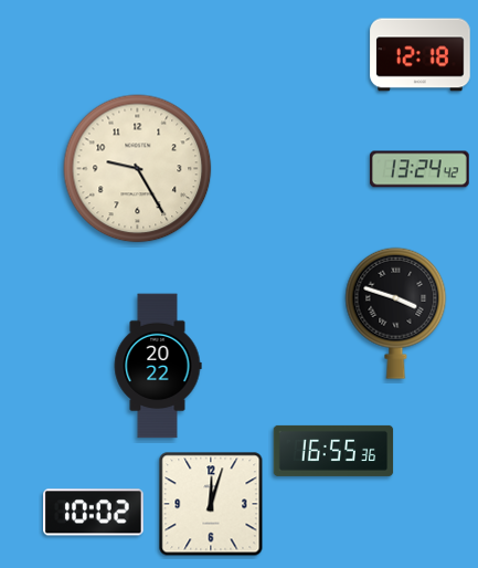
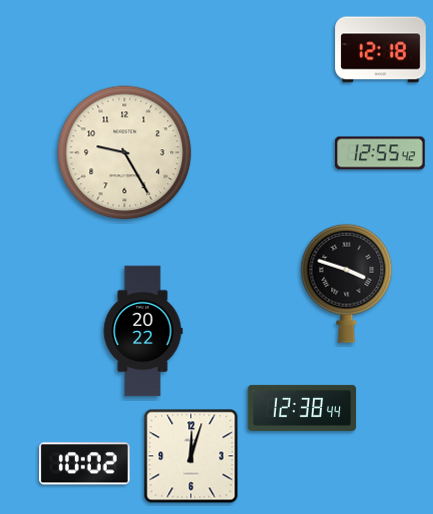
clock at (421, 169): 13:24 -> 12:55
clock at (396, 313) position: (396, 313) -> (347, 283)
clock at (333, 451): 16:55 -> 12:38
